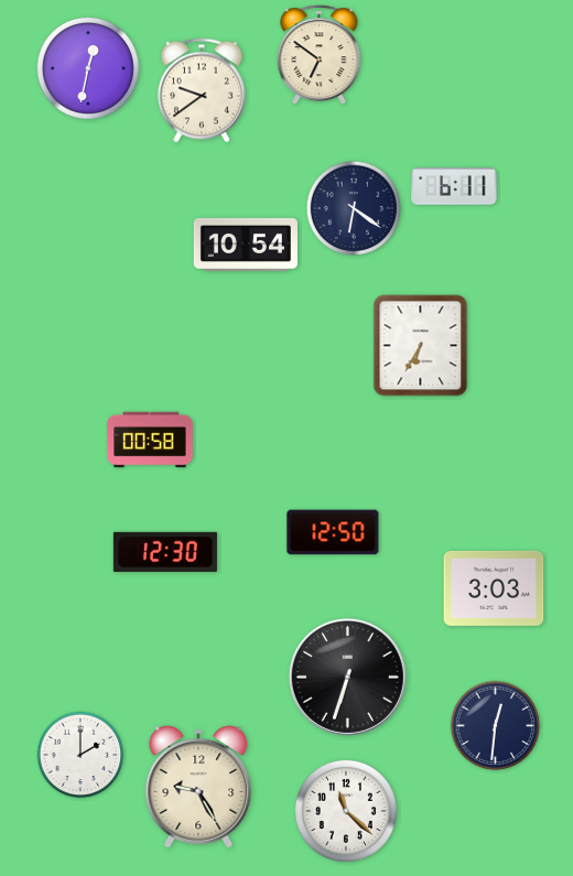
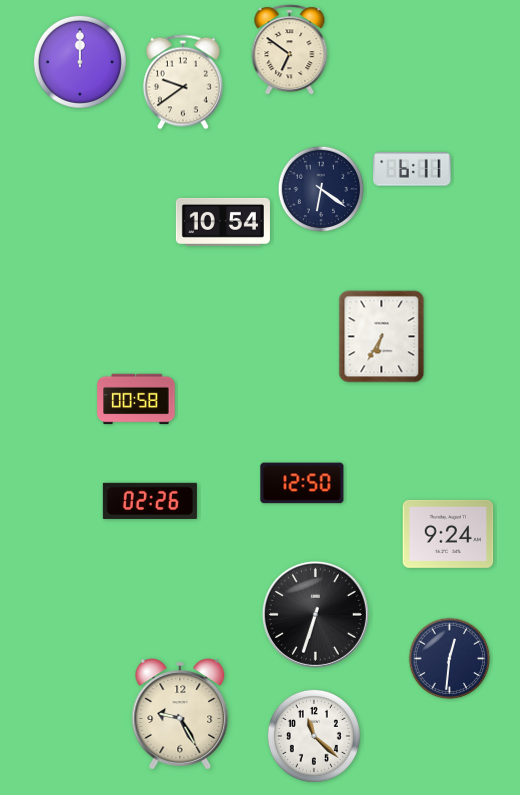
clock at (88, 68): 12:32 -> 12:00
clock at (421, 346) position: (421, 346) -> (382, 337)
clock at (165, 552): 12:30 -> 02:26
clock at (494, 588): 3:03 -> 9:24
clock at (80, 755): 2:00 -> none
